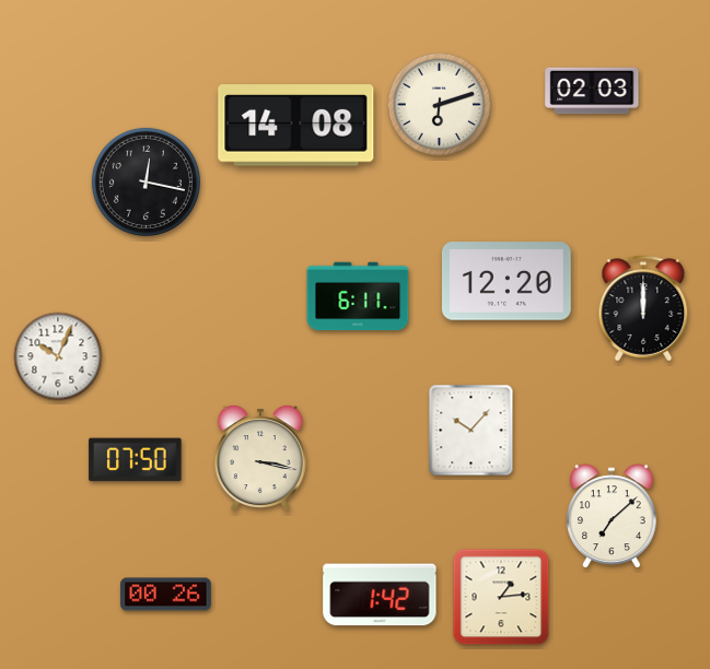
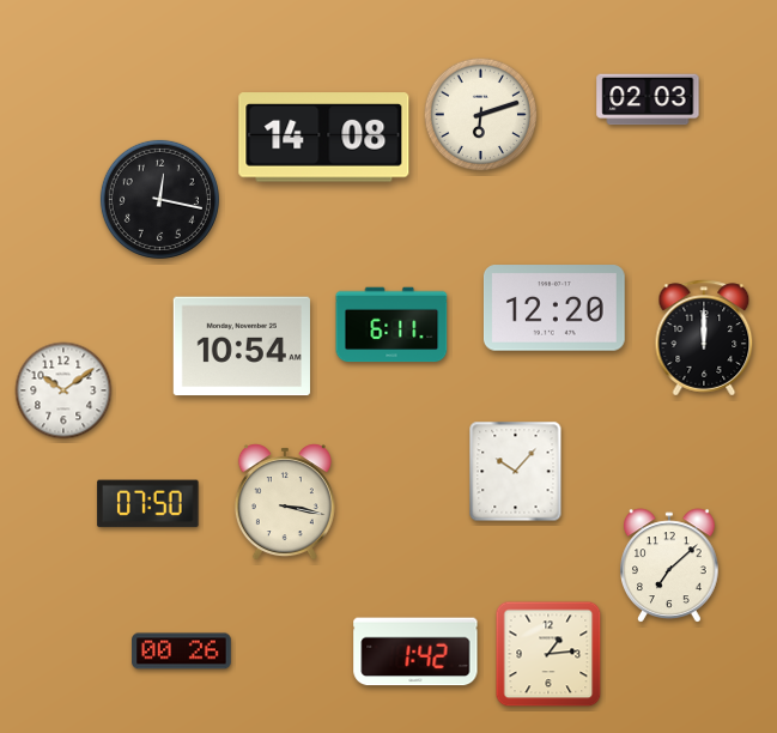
clock at (242, 346): none -> 10:54
clock at (58, 356): 10:04 -> 10:09
